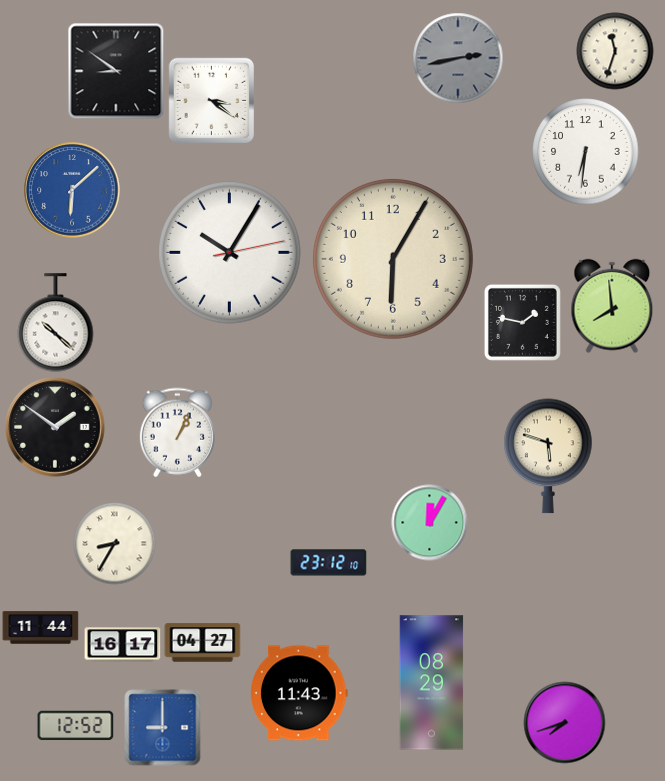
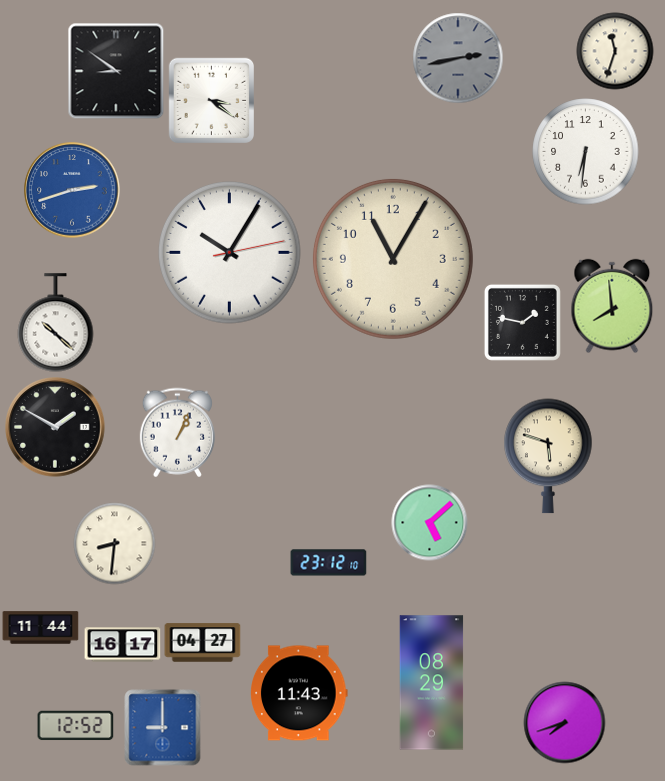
clock at (72, 190): 6:08 -> 2:42
clock at (393, 259): 6:05 -> 11:05
clock at (55, 427): 1:51 -> 1:50
clock at (430, 523): 12:05 -> 5:08
clock at (115, 544): 8:35 -> 8:31
